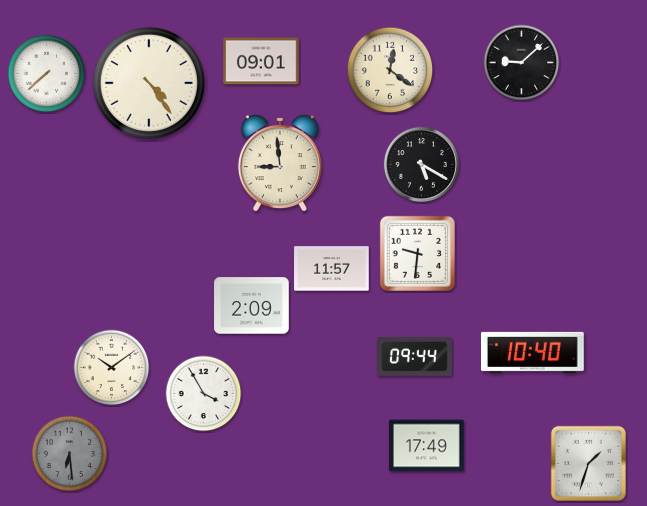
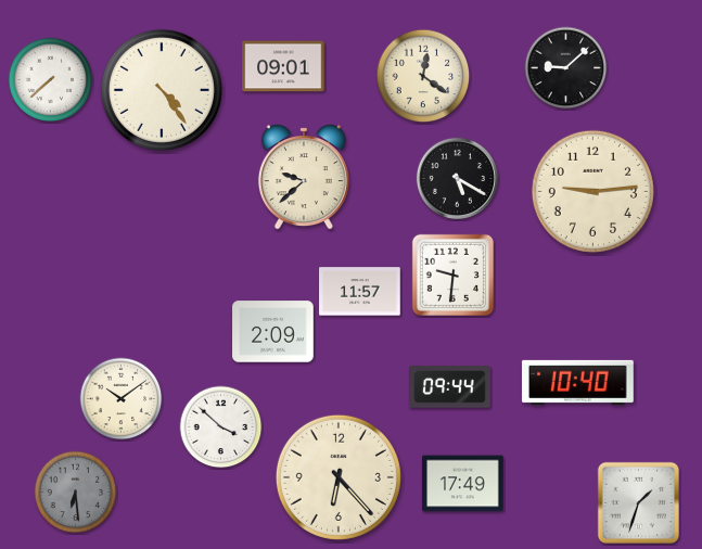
clock at (280, 163): 8:59 -> 9:38
clock at (592, 191): none -> 9:14
clock at (204, 394): 3:55 -> 3:52
clock at (339, 477): none -> 6:23
